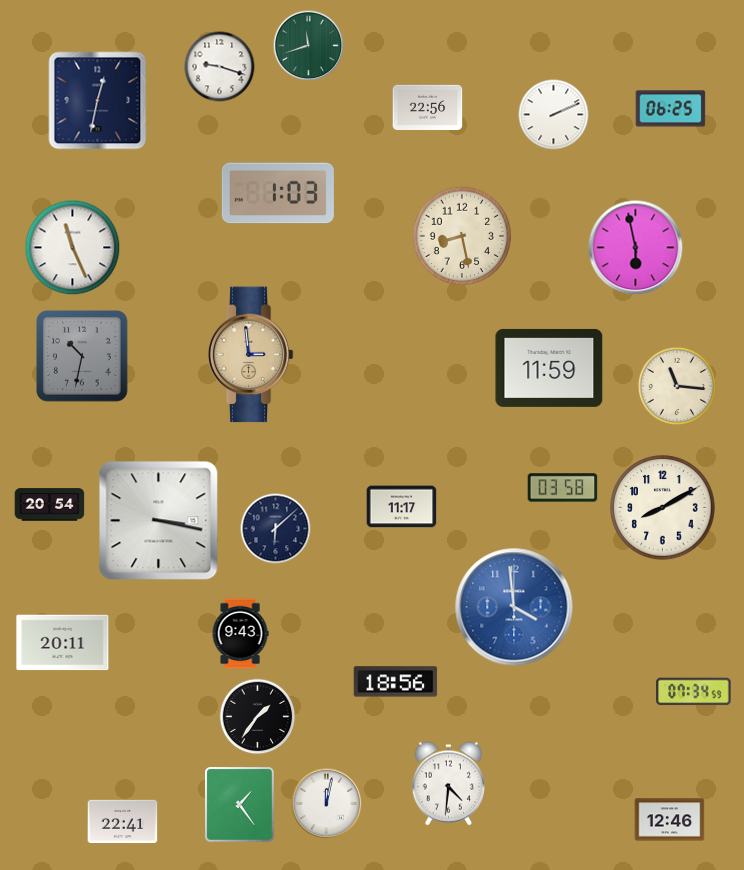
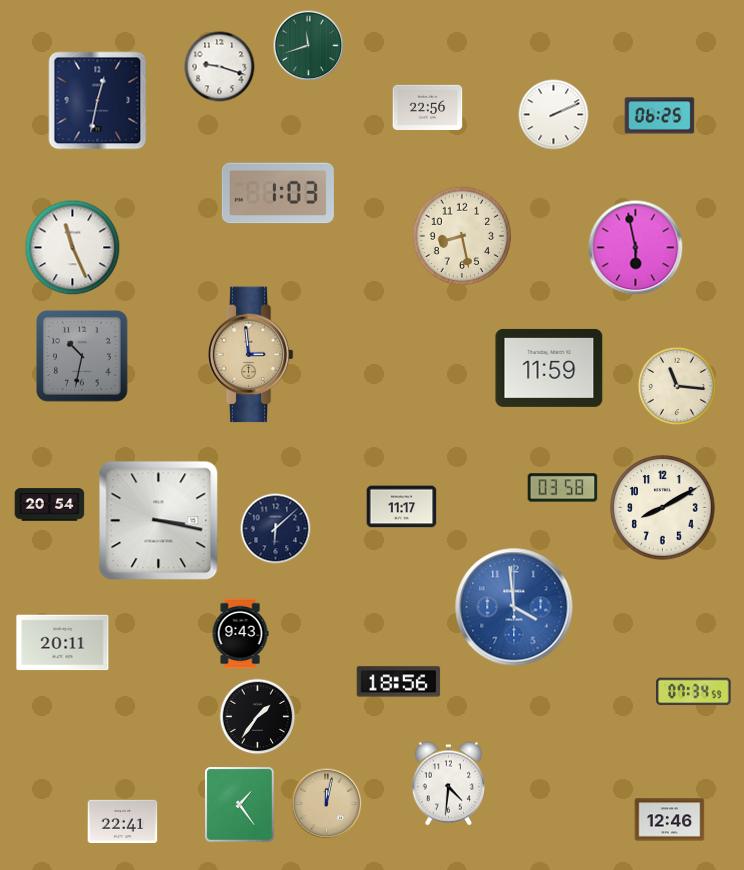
clock at (671, 109) position: (671, 109) -> (660, 116)
clock at (396, 682) position: (396, 682) -> (399, 682)
clock at (327, 804) dial: white -> champagne
